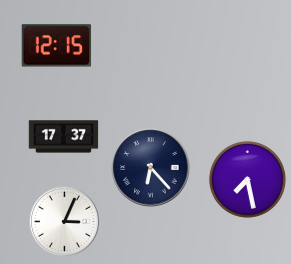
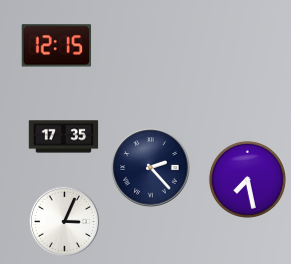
clock at (64, 137): 17:37 -> 17:35
clock at (151, 168): 6:23 -> 2:23
